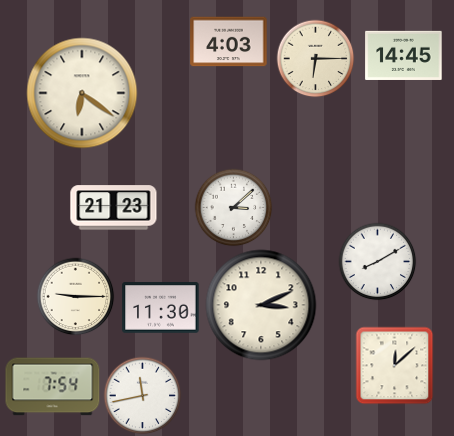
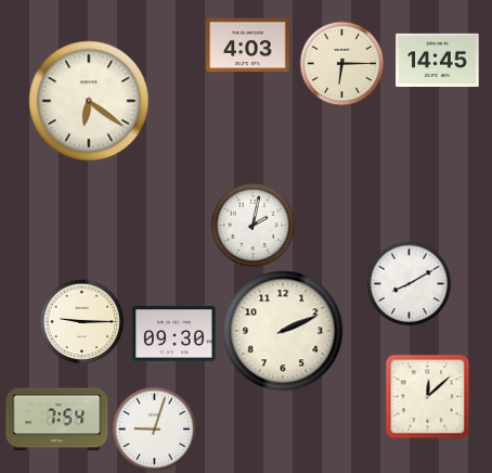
clock at (233, 207): 3:08 -> 2:02
clock at (114, 208): 21:23 -> none
clock at (261, 305): 3:11 -> 2:11
clock at (161, 308): 11:30 -> 09:30
clock at (142, 395): 11:43 -> 9:03
